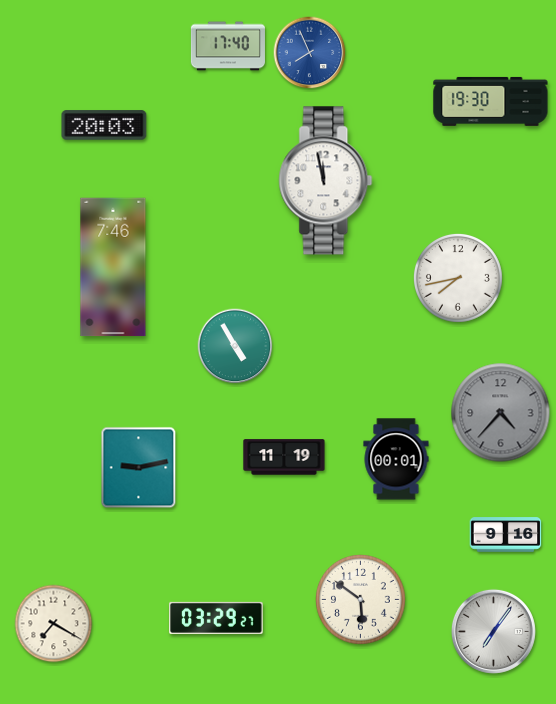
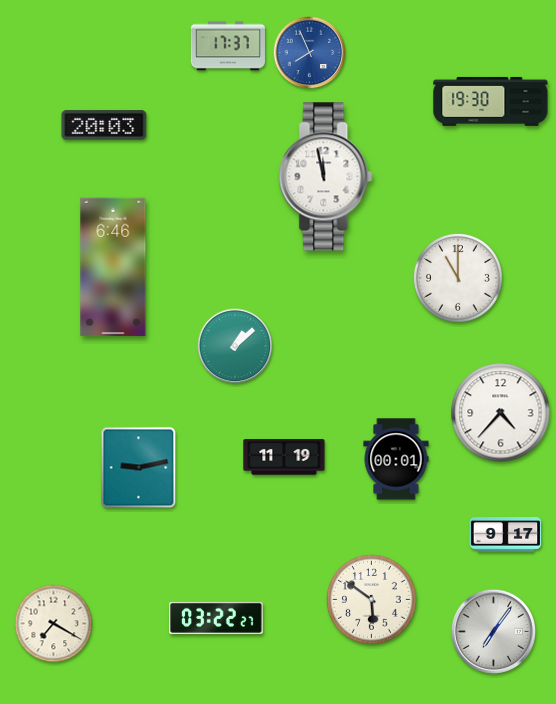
clock at (228, 46): 17:40 -> 17:37
clock at (326, 181) position: (326, 181) -> (326, 177)
clock at (113, 267): 7:46 -> 6:46
clock at (458, 278): 7:43 -> 11:00
clock at (235, 346): 4:55 -> 1:08
clock at (501, 413) dial: grey -> white
clock at (506, 535): 9:16 -> 9:17
clock at (361, 600) position: (361, 600) -> (372, 600)
clock at (216, 618): 03:29 -> 03:22
